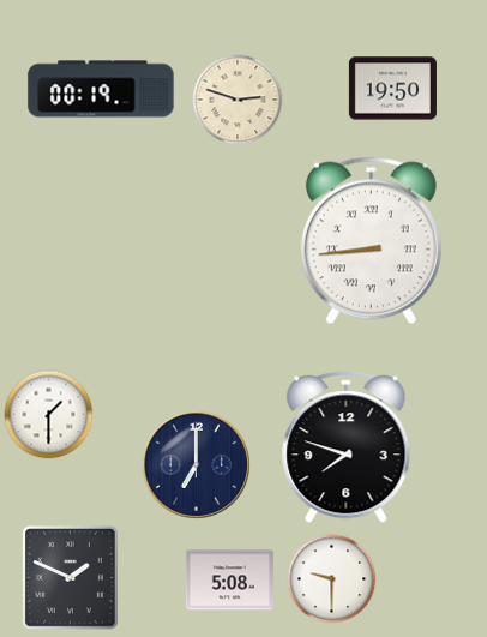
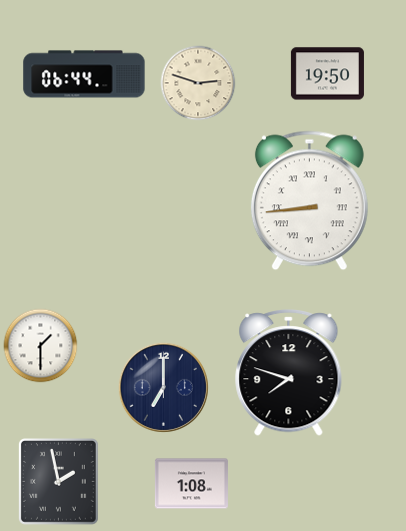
clock at (101, 89): 00:19 -> 06:44
clock at (71, 578): 1:49 -> 1:58
clock at (332, 579): 9:30 -> none
clock at (229, 581): 5:08 -> 1:08
